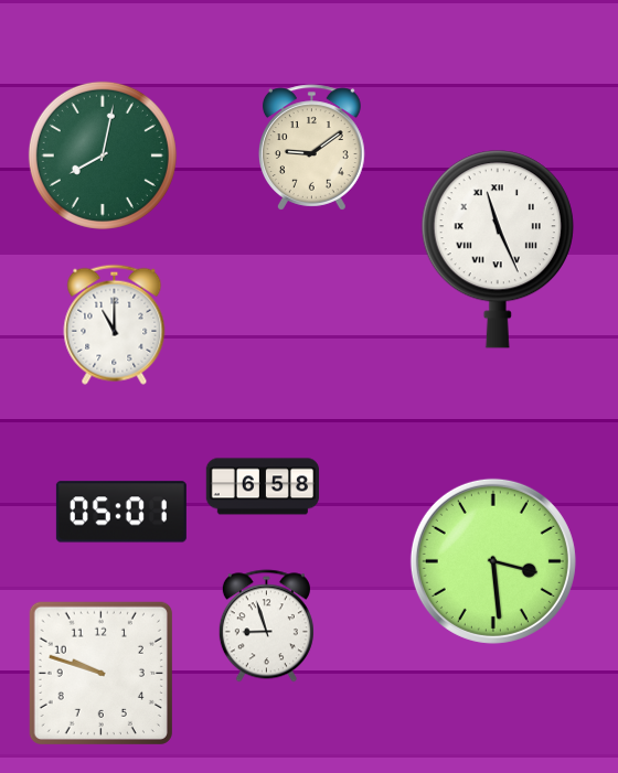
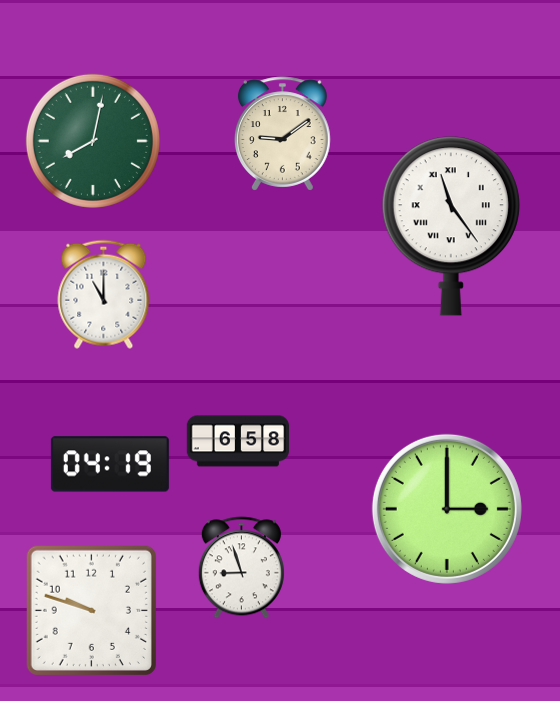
clock at (498, 249): 11:26 -> 11:24
clock at (121, 512): 05:01 -> 04:19
clock at (493, 561): 3:29 -> 3:00
